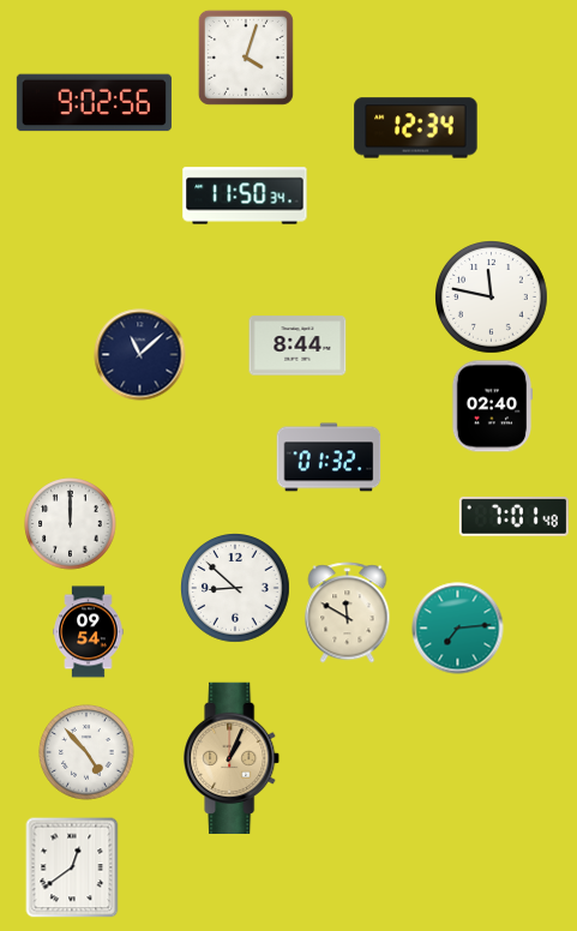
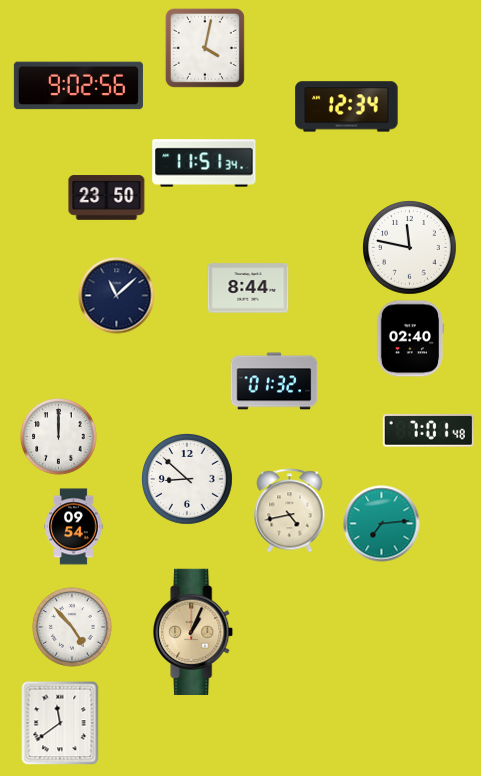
clock at (246, 58): 4:03 -> 4:02
clock at (245, 196): 11:50 -> 11:51
clock at (107, 198): none -> 23:50
clock at (236, 589) position: (236, 589) -> (188, 480)
clock at (348, 613): 11:50 -> 4:43
clock at (72, 867): 12:39 -> 11:39
